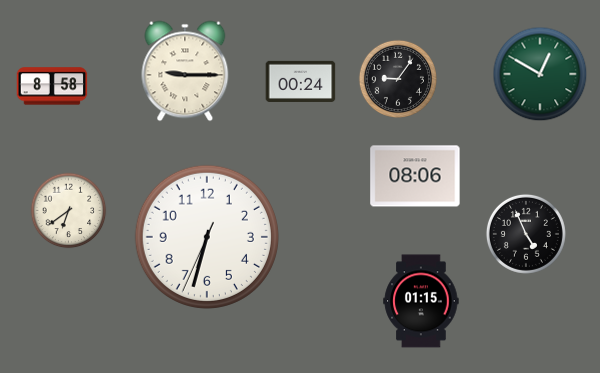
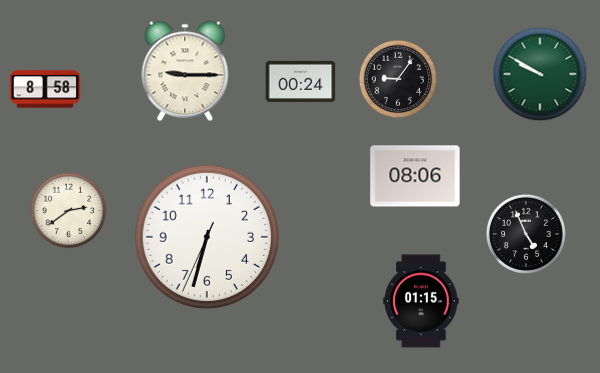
clock at (540, 74): 12:50 -> 9:50
clock at (52, 86) position: (52, 86) -> (45, 89)
clock at (69, 211): 6:39 -> 2:39
